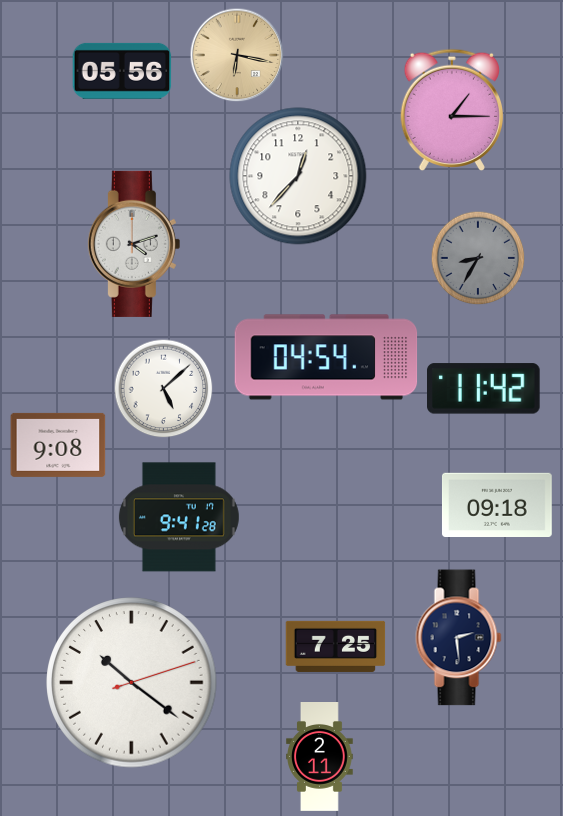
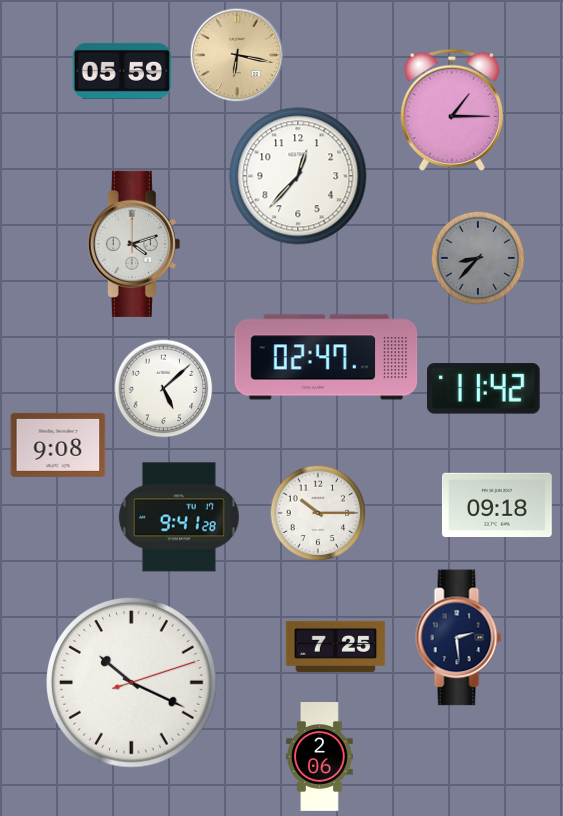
clock at (122, 71): 05:56 -> 05:59
clock at (478, 258): 8:35 -> 8:37
clock at (326, 357): 04:54 -> 02:47
clock at (318, 513): none -> 10:15
clock at (132, 683): 10:21 -> 10:19
clock at (320, 757): 2:11 -> 2:06
